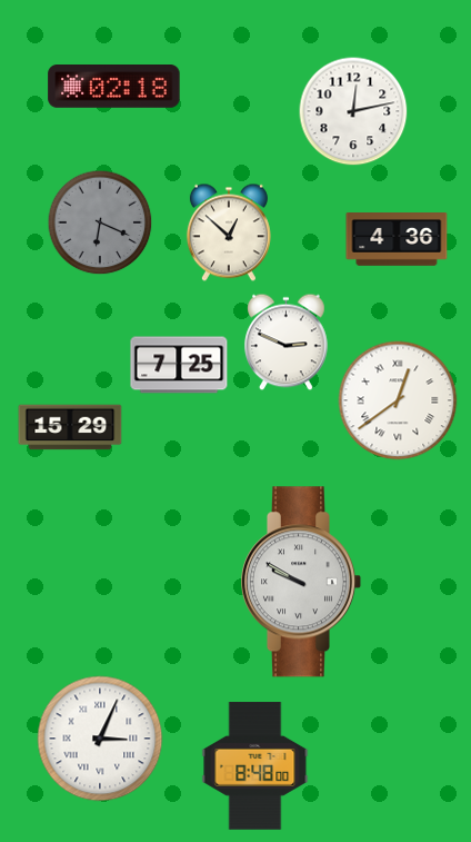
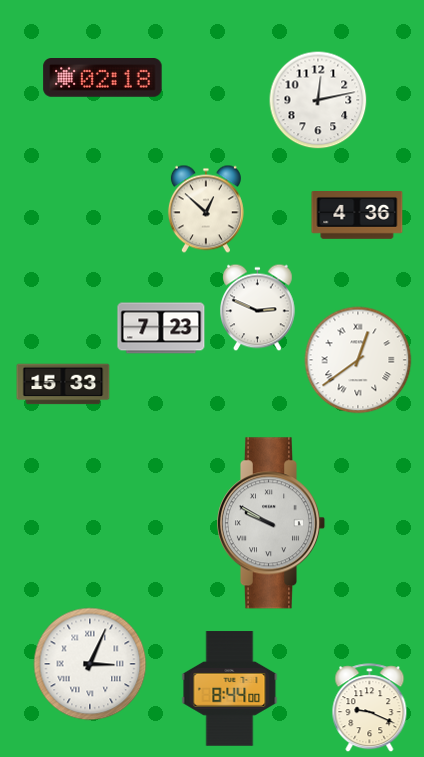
clock at (100, 222): 6:19 -> none
clock at (179, 365): 7:25 -> 7:23
clock at (70, 427): 15:29 -> 15:33
clock at (255, 766): 8:48 -> 8:44
clock at (370, 708): none -> 9:19
